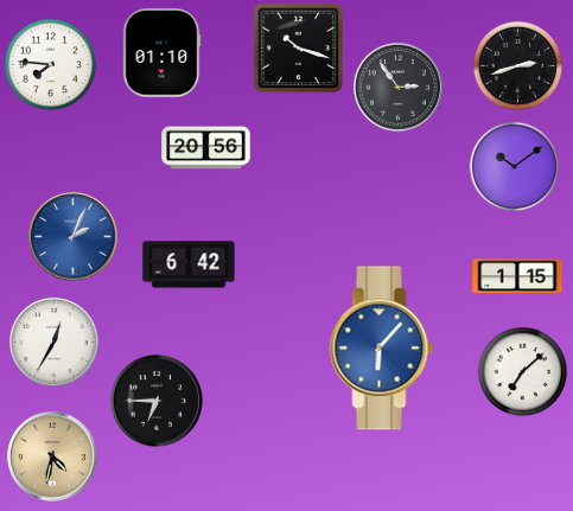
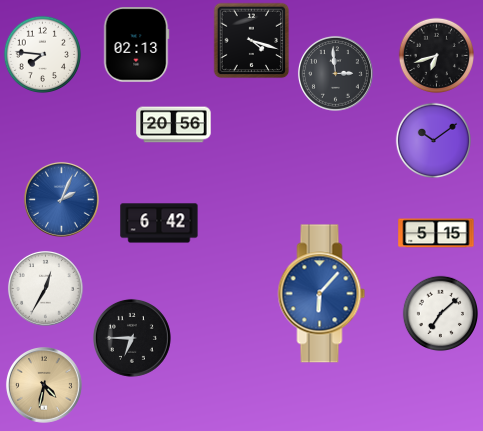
clock at (299, 49): 10:18 -> 4:18
clock at (161, 53): 01:10 -> 02:13
clock at (518, 66): 2:42 -> 6:42
clock at (397, 87): 2:54 -> 2:59
clock at (517, 276): 1:15 -> 5:15
